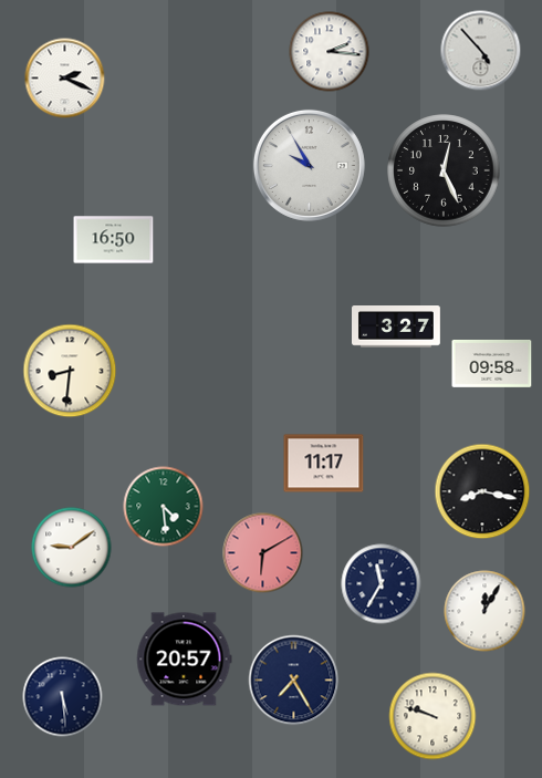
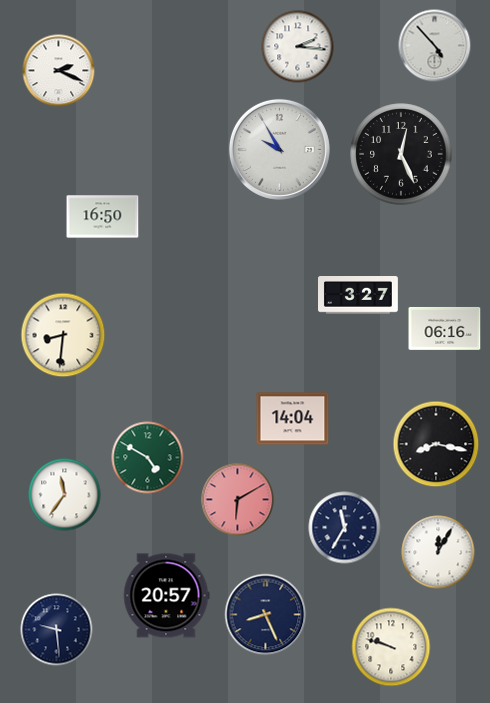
clock at (492, 363): 09:58 -> 06:16
clock at (324, 464): 11:17 -> 14:04
clock at (164, 507): 4:29 -> 4:50
clock at (72, 548): 9:09 -> 11:36
clock at (294, 681): 7:25 -> 8:26
clock at (63, 697): 5:29 -> 9:29
